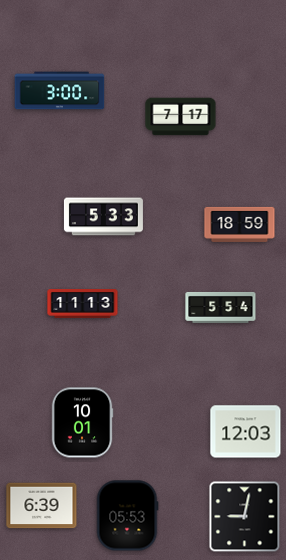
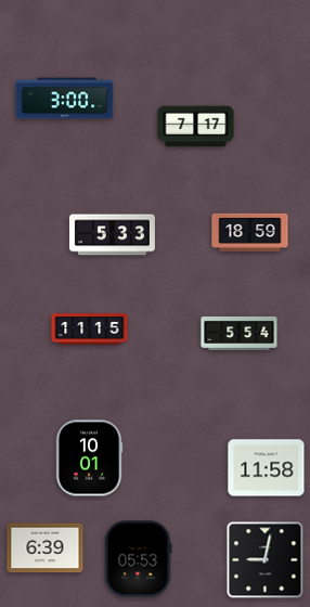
clock at (240, 224) position: (240, 224) -> (250, 232)
clock at (83, 304): 11:13 -> 11:15
clock at (246, 432): 12:03 -> 11:58
